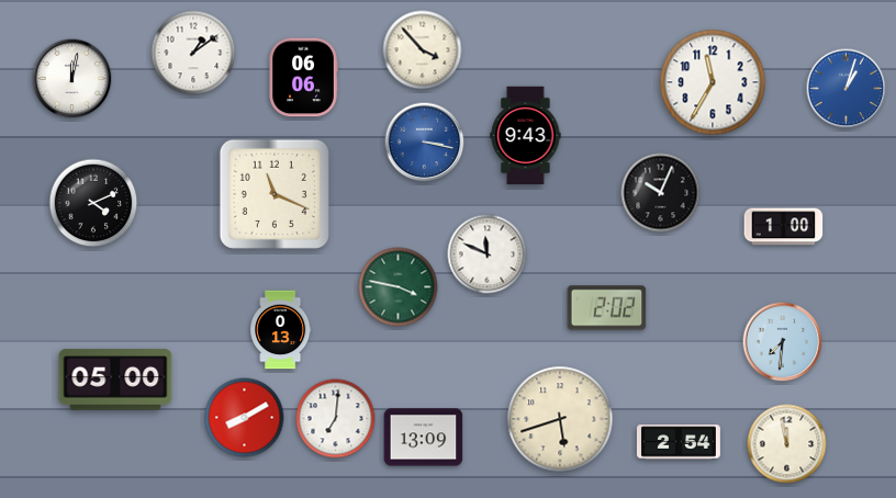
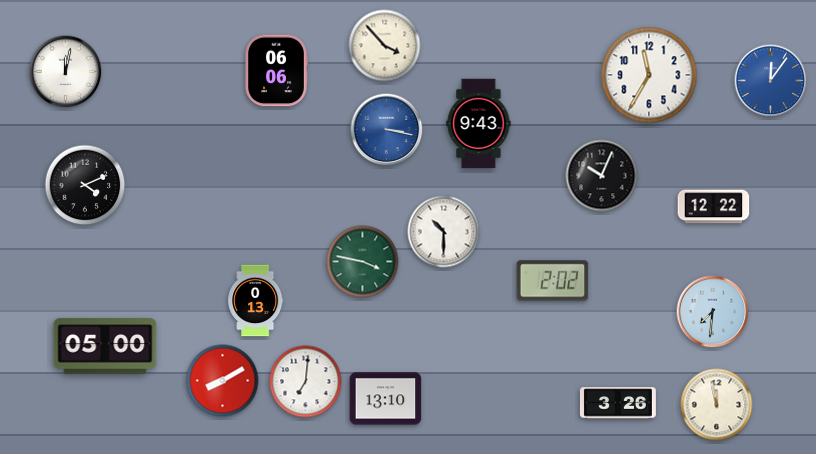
clock at (193, 53): 1:09 -> none
clock at (847, 89): 1:03 -> 12:06
clock at (275, 194): 11:19 -> none
clock at (784, 227): 1:00 -> 12:22
clock at (488, 254): 11:49 -> 10:30
clock at (560, 419): 5:42 -> none
clock at (424, 438): 13:09 -> 13:10
clock at (679, 442): 2:54 -> 3:26
